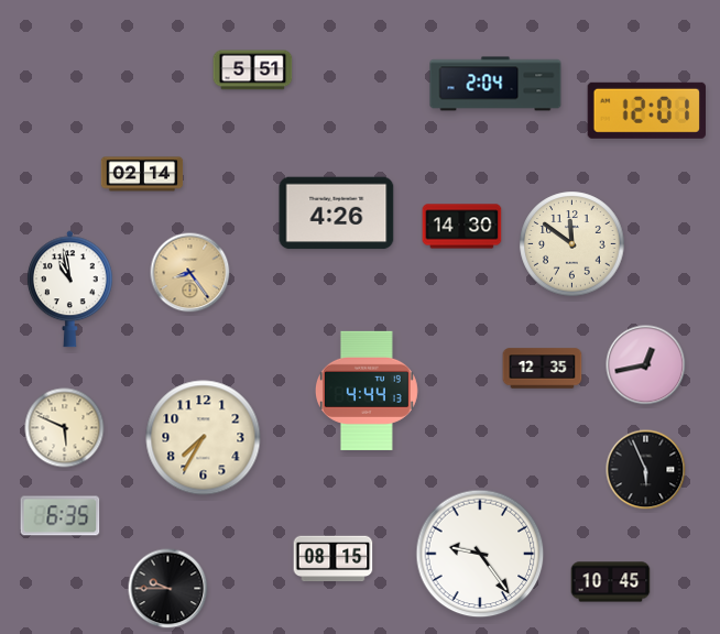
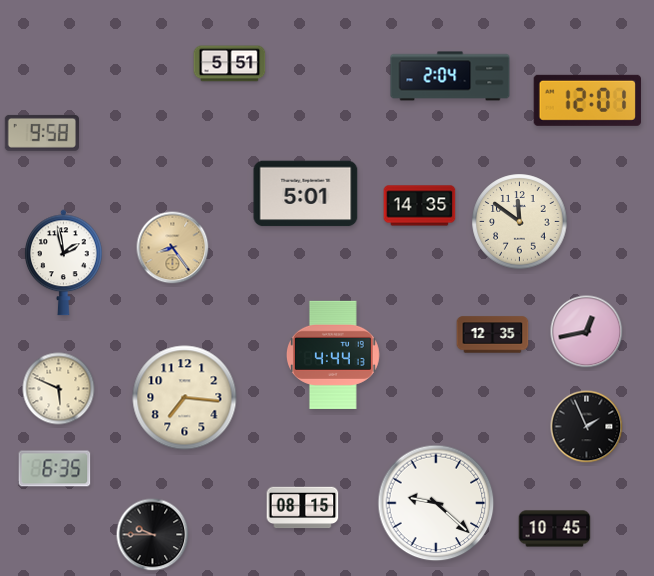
clock at (41, 133): none -> 9:58
clock at (142, 174): 02:14 -> none
clock at (337, 214): 4:26 -> 5:01
clock at (462, 227): 14:30 -> 14:35
clock at (70, 289): 10:58 -> 1:58
clock at (204, 438): 7:35 -> 7:16
clock at (646, 470): 5:56 -> 1:56
clock at (480, 554): 9:24 -> 9:22
